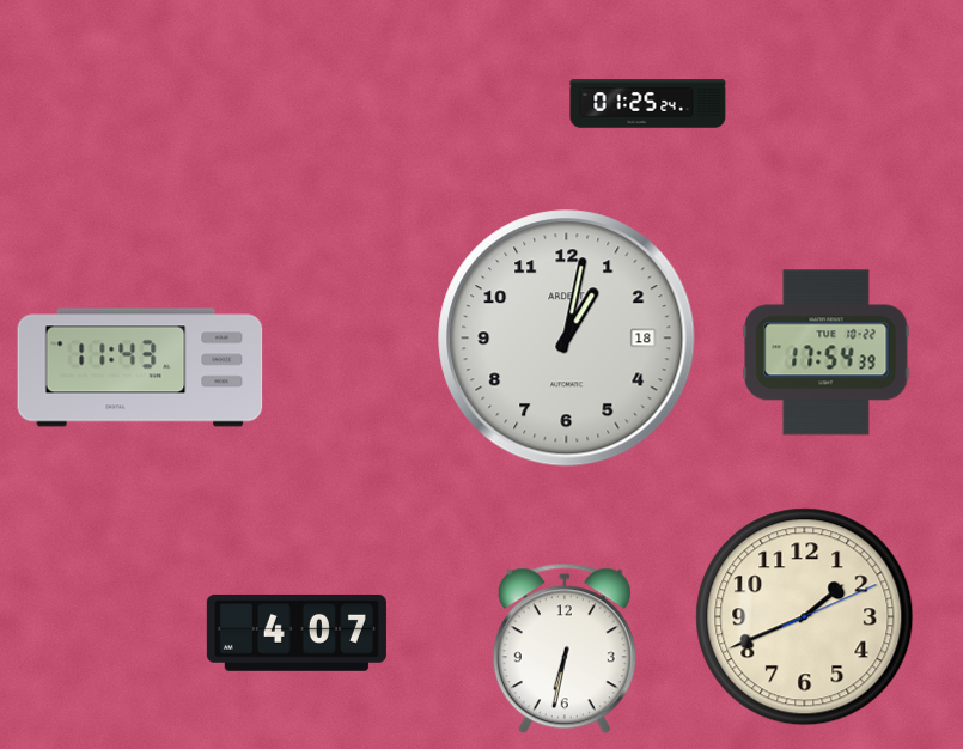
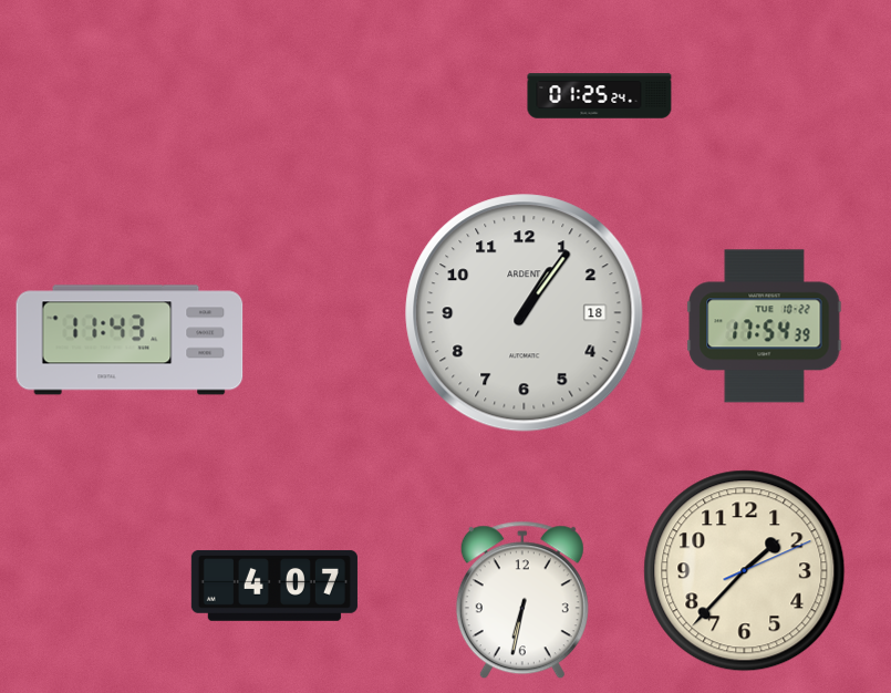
clock at (567, 339): 1:02 -> 1:06
clock at (805, 617): 1:41 -> 1:37
